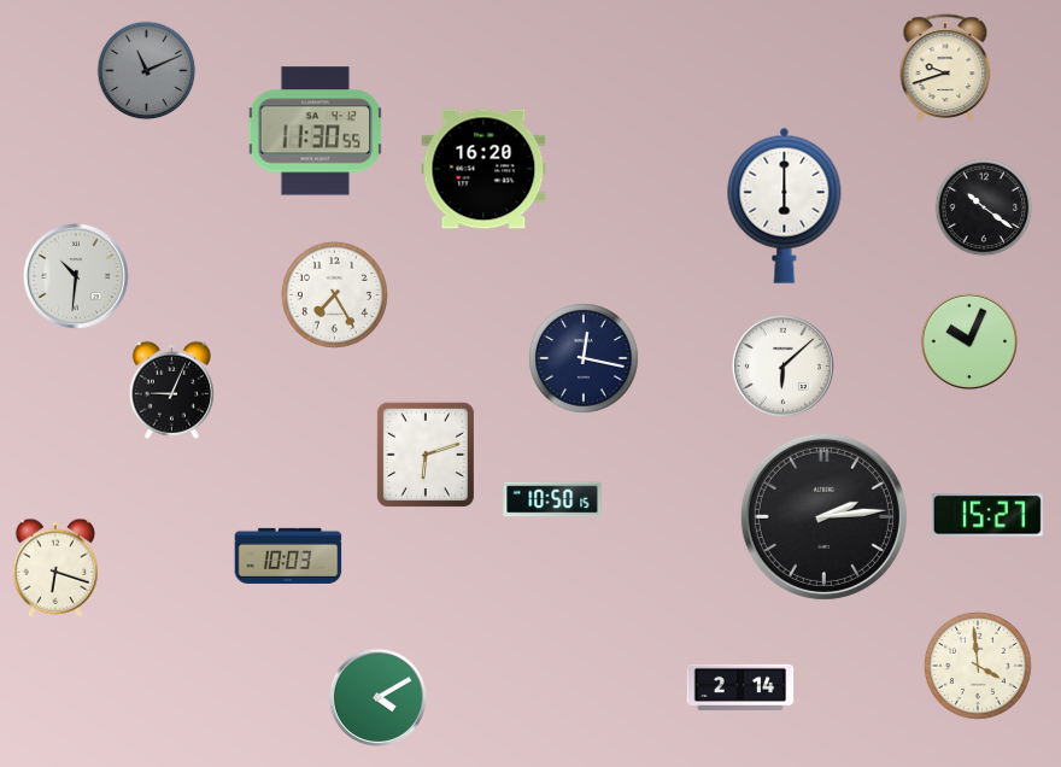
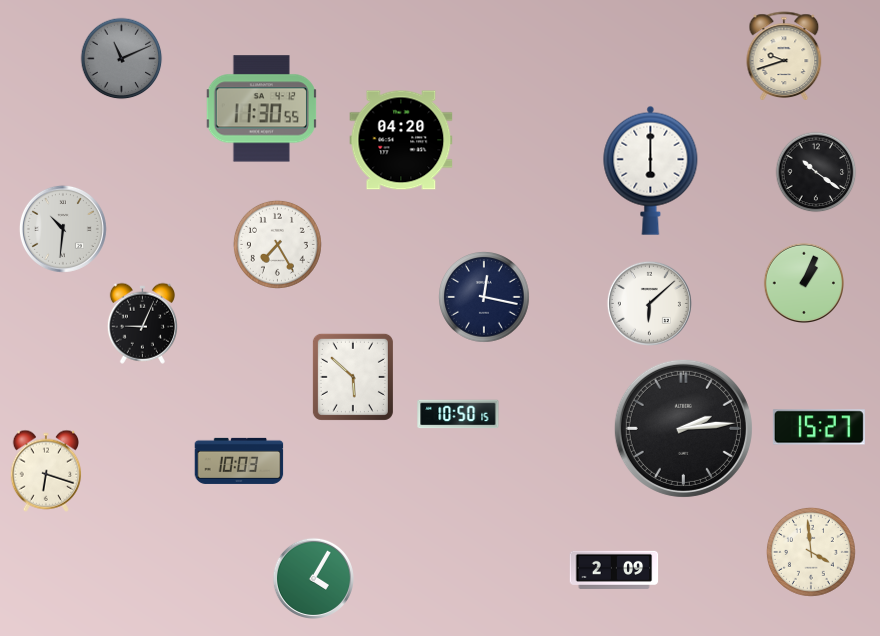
clock at (483, 169): 16:20 -> 04:20
clock at (968, 340): 10:04 -> 1:04
clock at (426, 455): 6:12 -> 5:52
clock at (740, 687): 2:14 -> 2:09
clock at (377, 697): 4:10 -> 4:05
